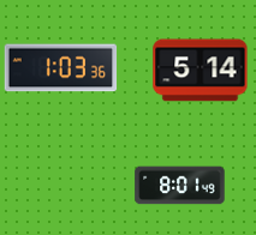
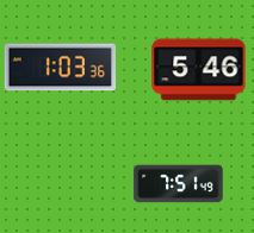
clock at (201, 71): 5:14 -> 5:46
clock at (180, 186): 8:01 -> 7:51
